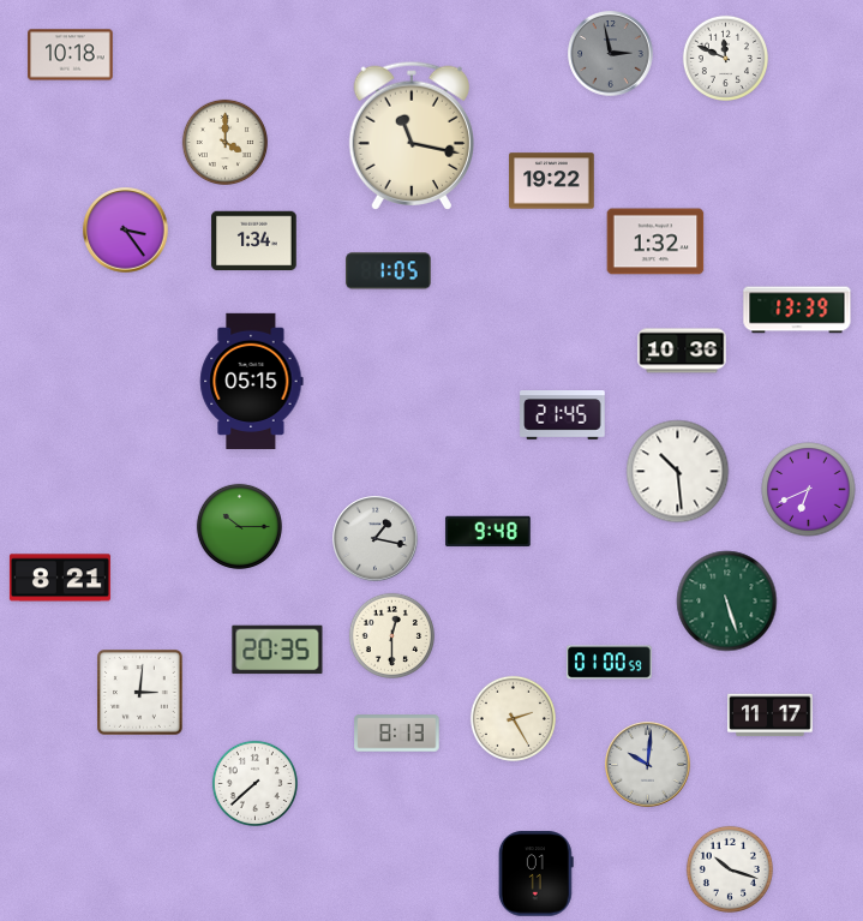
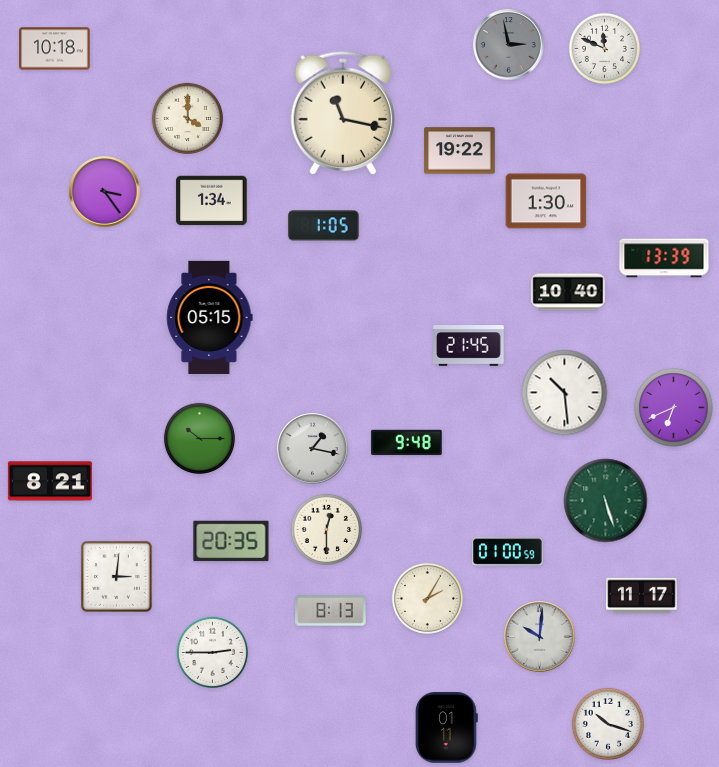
clock at (71, 55) position: (71, 55) -> (55, 49)
clock at (655, 241): 1:32 -> 1:30
clock at (682, 351): 10:36 -> 10:40
clock at (513, 718): 2:25 -> 2:05
clock at (254, 783): 7:38 -> 2:45
